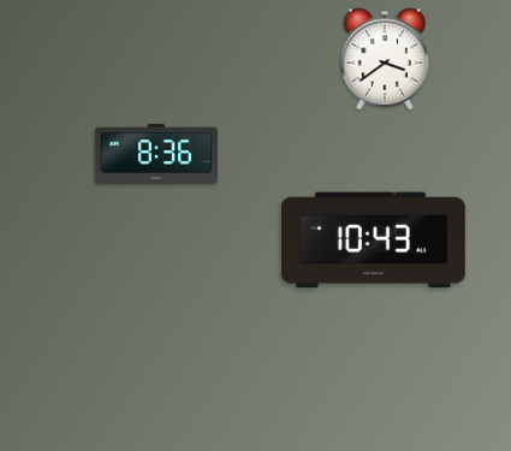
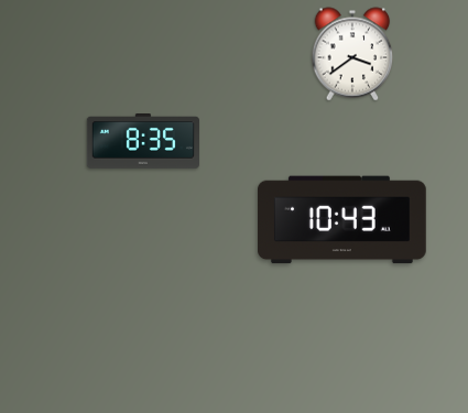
clock at (156, 155): 8:36 -> 8:35
